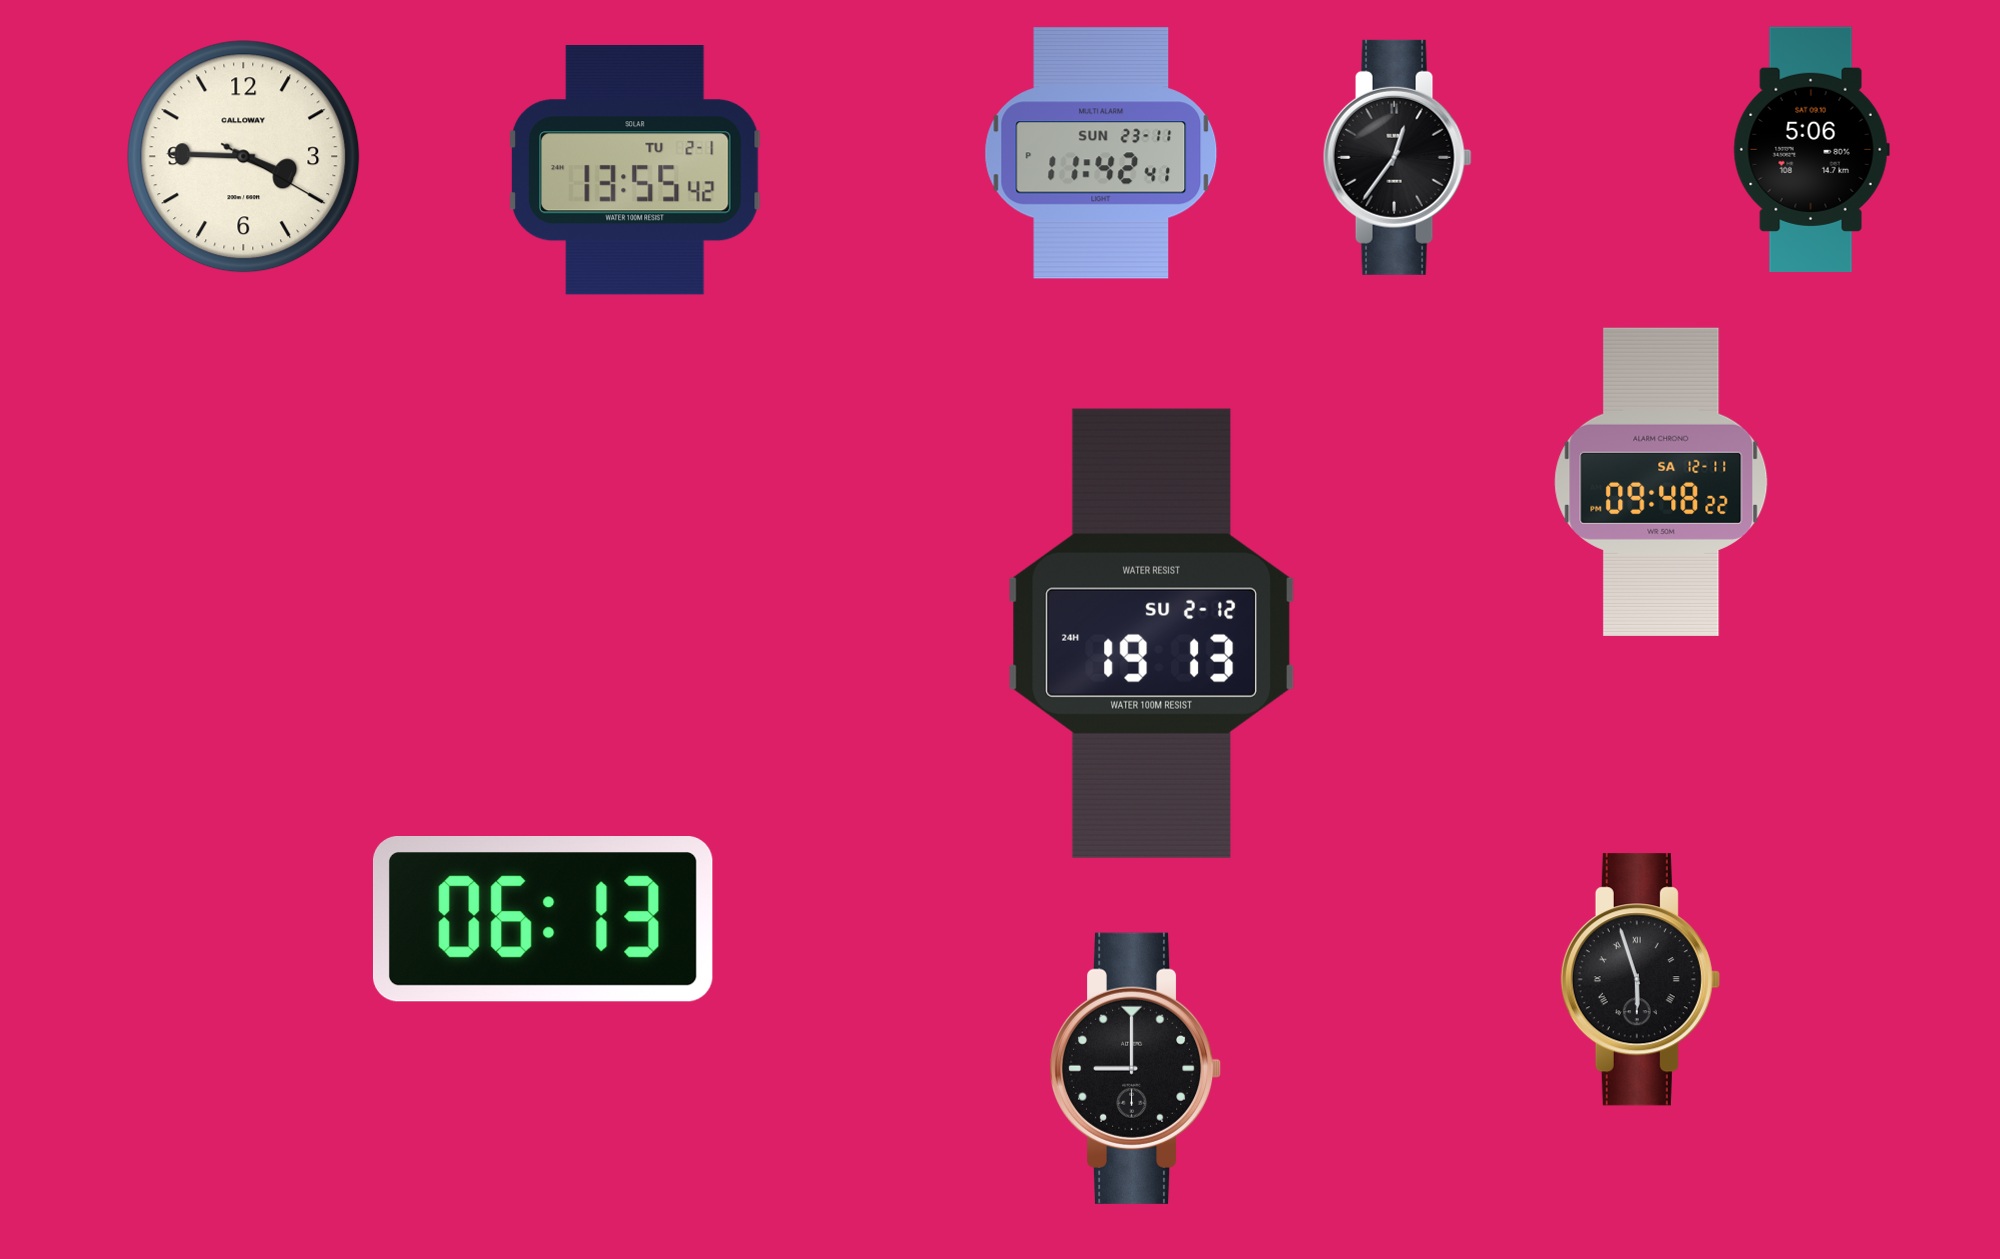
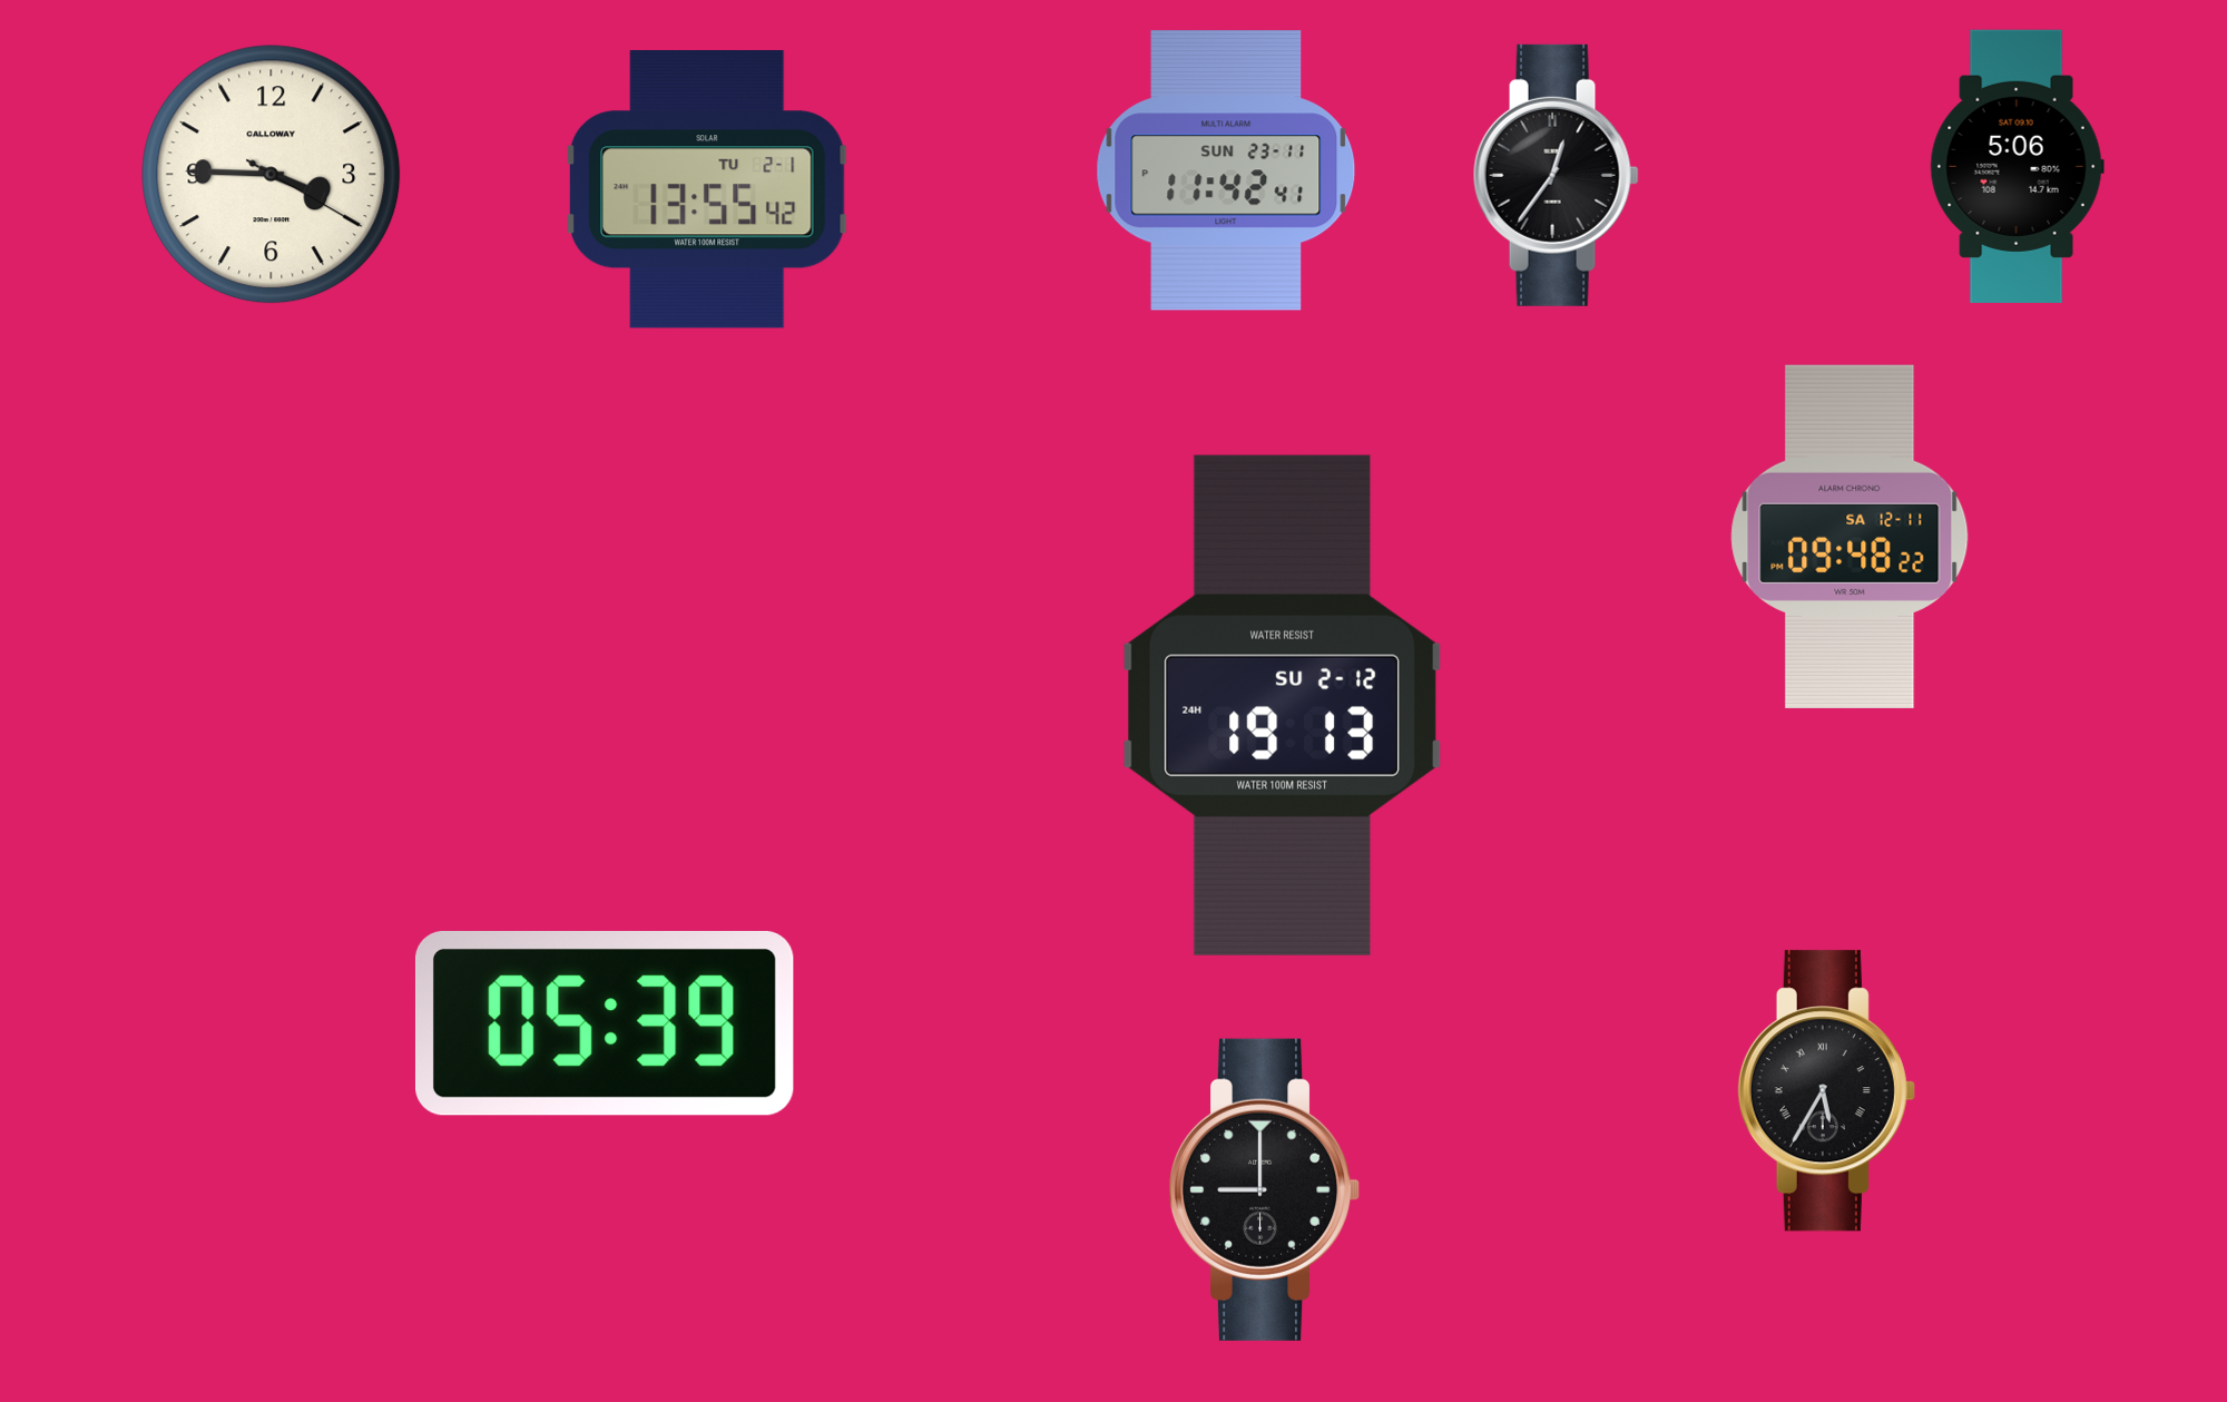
clock at (543, 920): 06:13 -> 05:39
clock at (1640, 980): 5:57 -> 5:35
